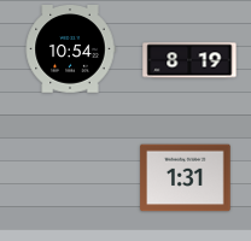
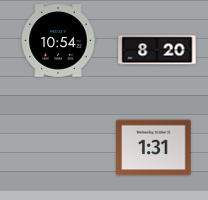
clock at (189, 60): 8:19 -> 8:20
